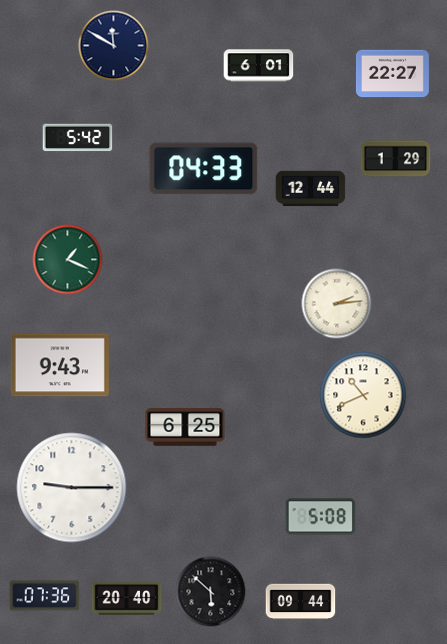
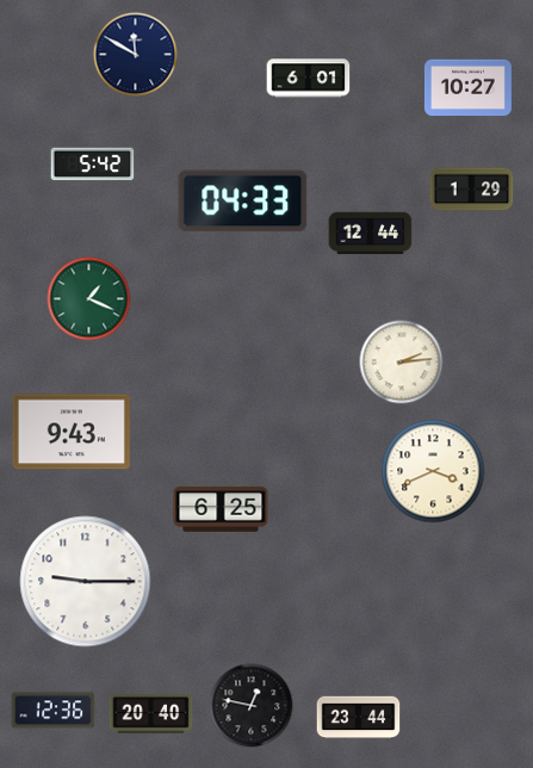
clock at (392, 74): 22:27 -> 10:27
clock at (311, 189) position: (311, 189) -> (371, 234)
clock at (68, 260) position: (68, 260) -> (89, 299)
clock at (60, 365) position: (60, 365) -> (72, 432)
clock at (363, 395): 10:41 -> 3:41
clock at (321, 517): 5:08 -> none
clock at (211, 592): 5:52 -> 12:47
clock at (45, 596): 07:36 -> 12:36
clock at (301, 602): 09:44 -> 23:44
